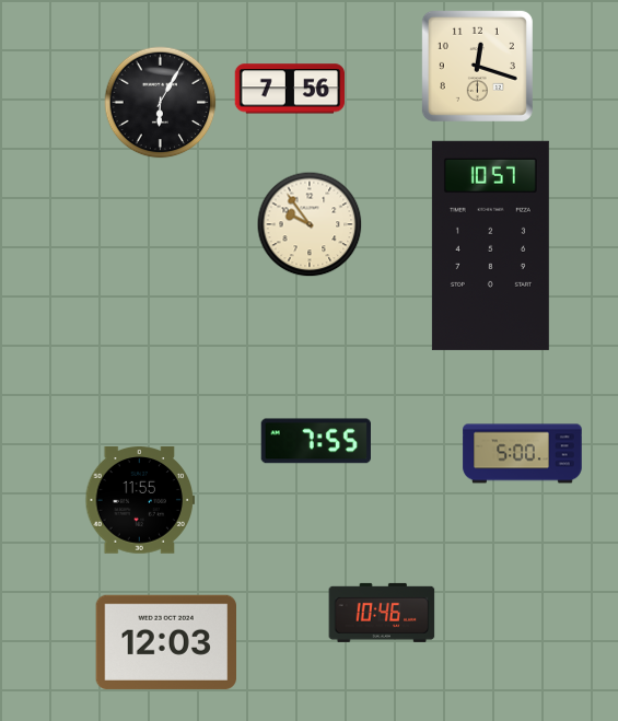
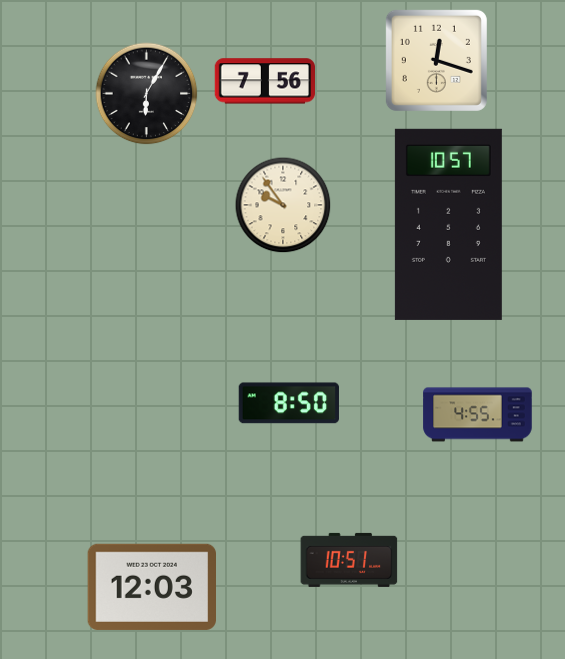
clock at (316, 441): 7:55 -> 8:50
clock at (523, 454): 5:00 -> 4:55
clock at (139, 500): 11:55 -> none
clock at (382, 613): 10:46 -> 10:51
